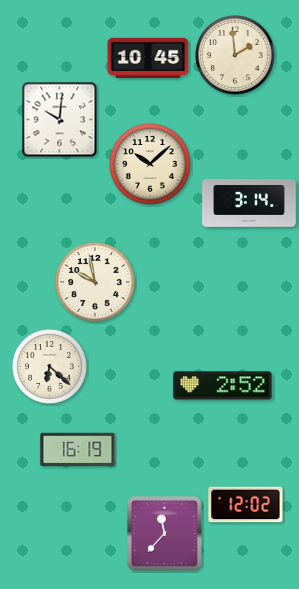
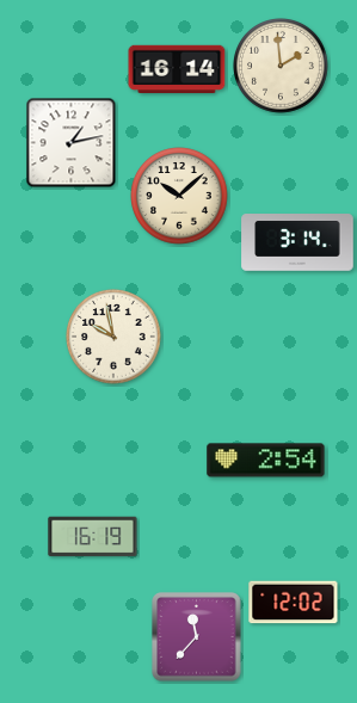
clock at (148, 57): 10:45 -> 16:14
clock at (60, 120): 10:01 -> 1:13
clock at (50, 367): 6:22 -> none
clock at (223, 386): 2:52 -> 2:54
